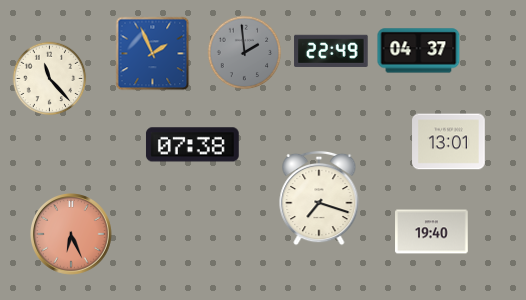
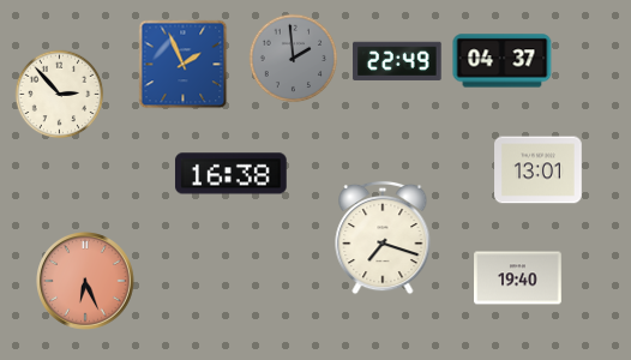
clock at (245, 53) position: (245, 53) -> (294, 59)
clock at (50, 79): 11:23 -> 2:53
clock at (193, 145): 07:38 -> 16:38
